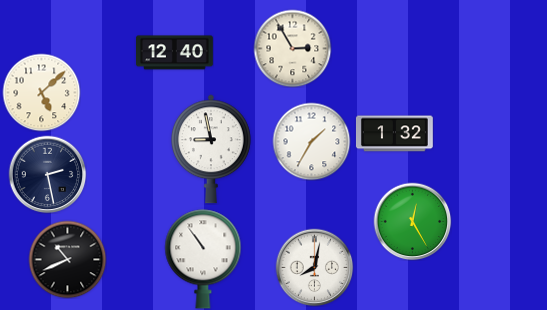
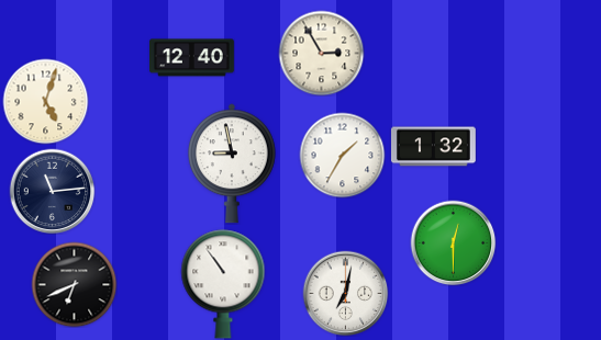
clock at (41, 92): 5:08 -> 5:03
clock at (47, 174): 2:28 -> 11:14
clock at (412, 221): 12:25 -> 12:30
clock at (67, 259): 10:41 -> 6:41
clock at (314, 267): 8:02 -> 7:02
